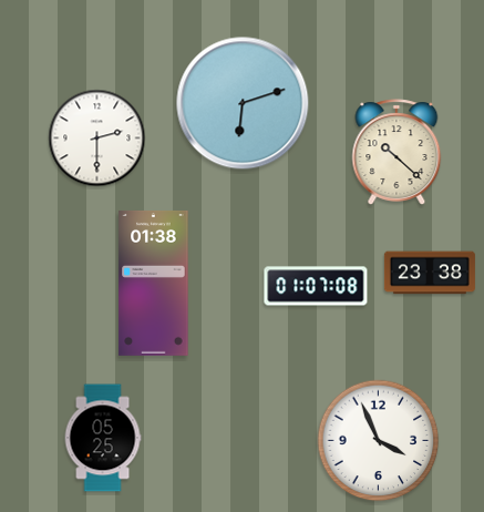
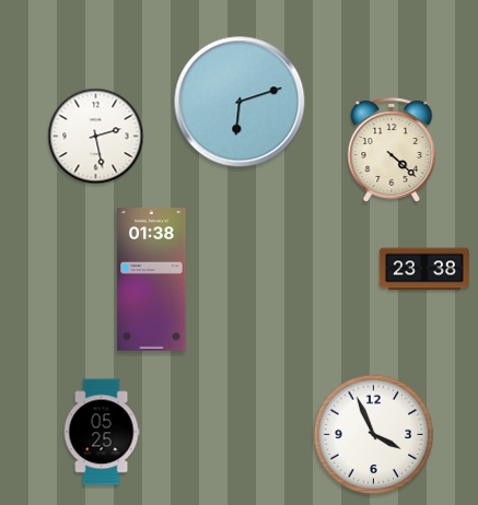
clock at (97, 139): 2:30 -> 2:28
clock at (397, 152): 10:22 -> 4:22
clock at (316, 286): 01:07 -> none
